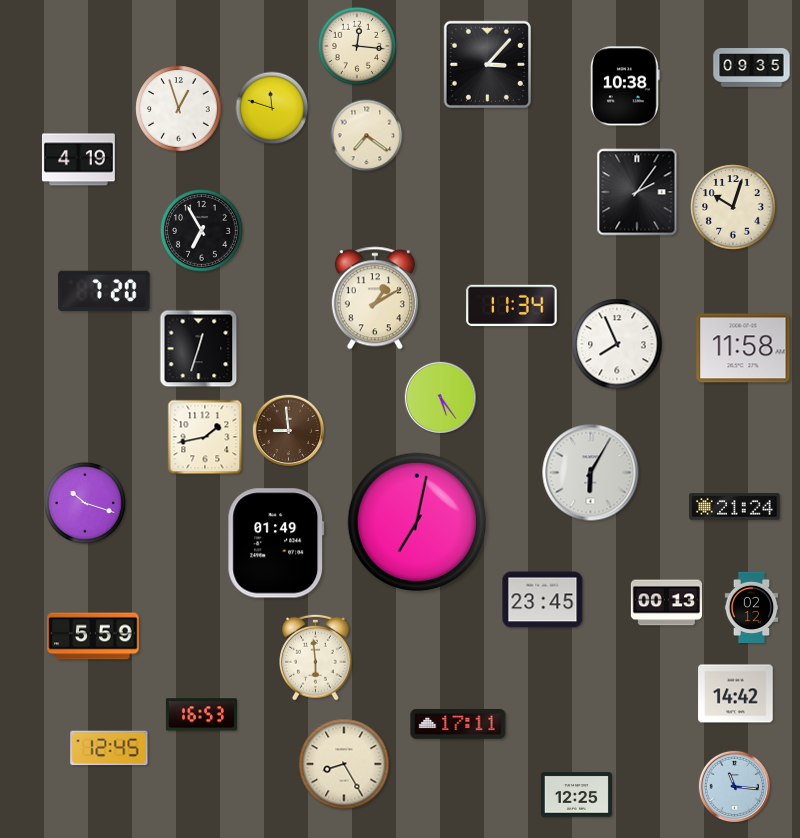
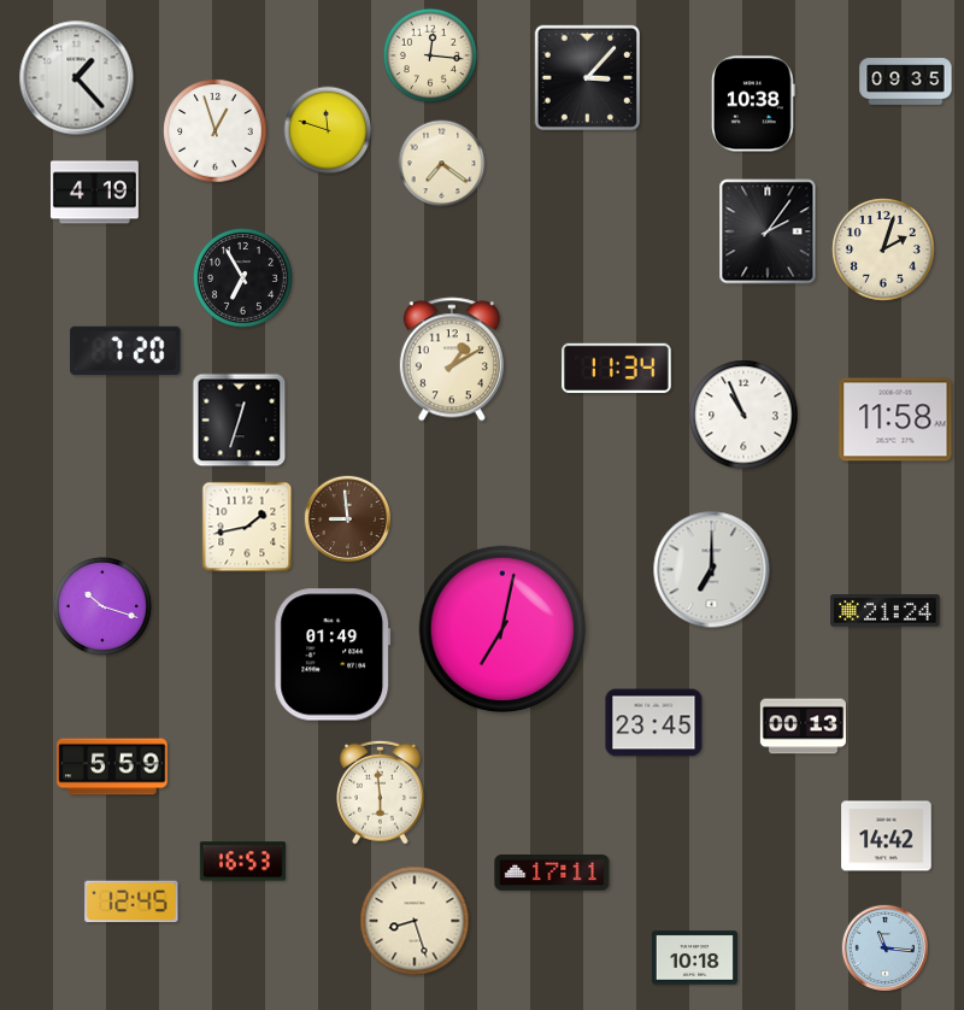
clock at (77, 78): none -> 1:23
clock at (733, 207): 10:03 -> 2:03
clock at (617, 344): 7:56 -> 10:56
clock at (440, 397): 5:24 -> none
clock at (591, 473): 6:05 -> 7:00
clock at (752, 607): 02:12 -> none
clock at (344, 764): 8:25 -> 8:27
clock at (576, 795): 12:25 -> 10:18
